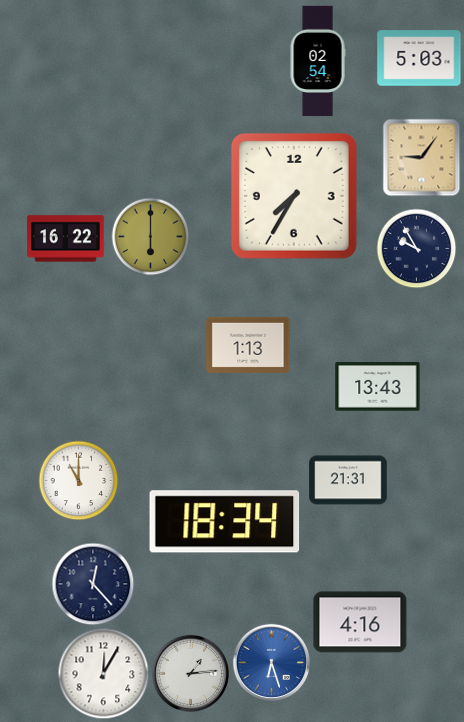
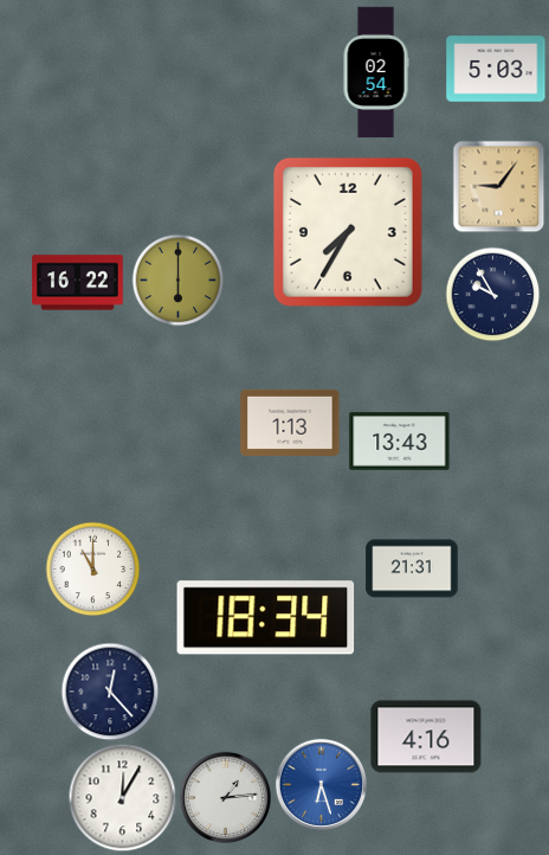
clock at (248, 345) position: (248, 345) -> (290, 423)
clock at (378, 387) position: (378, 387) -> (400, 442)
